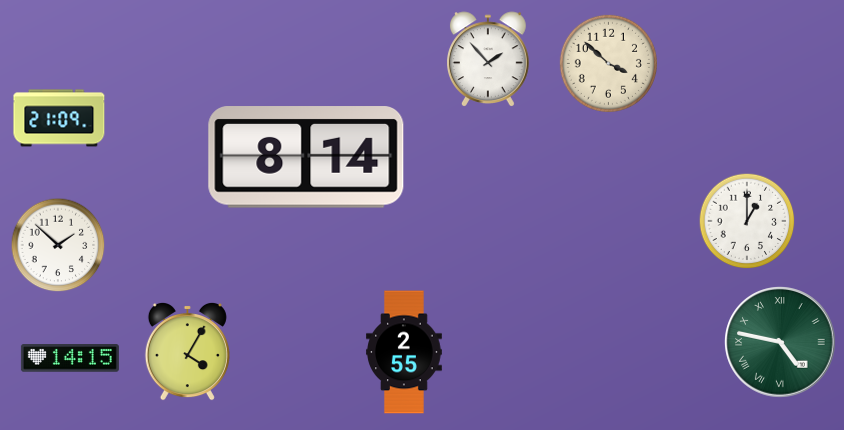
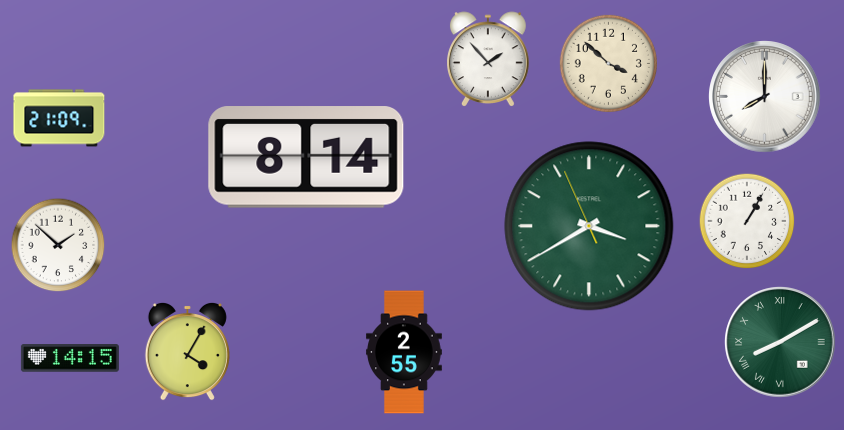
clock at (765, 97): none -> 8:00
clock at (747, 221): 1:00 -> 1:05
clock at (589, 226): none -> 3:39
clock at (780, 342): 4:47 -> 8:10
